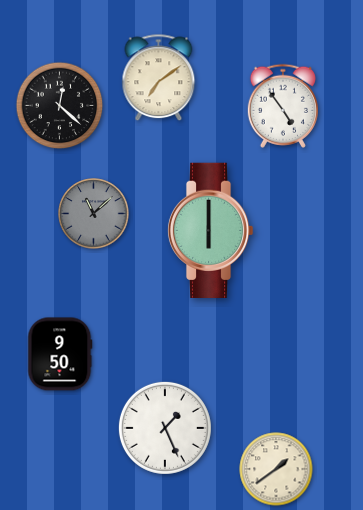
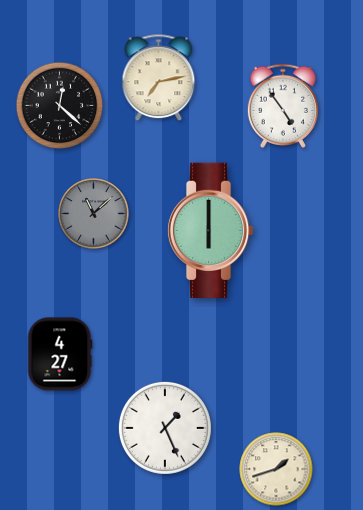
clock at (159, 78): 7:09 -> 7:13
clock at (60, 354): 9:50 -> 4:27
clock at (276, 469): 1:39 -> 1:42
